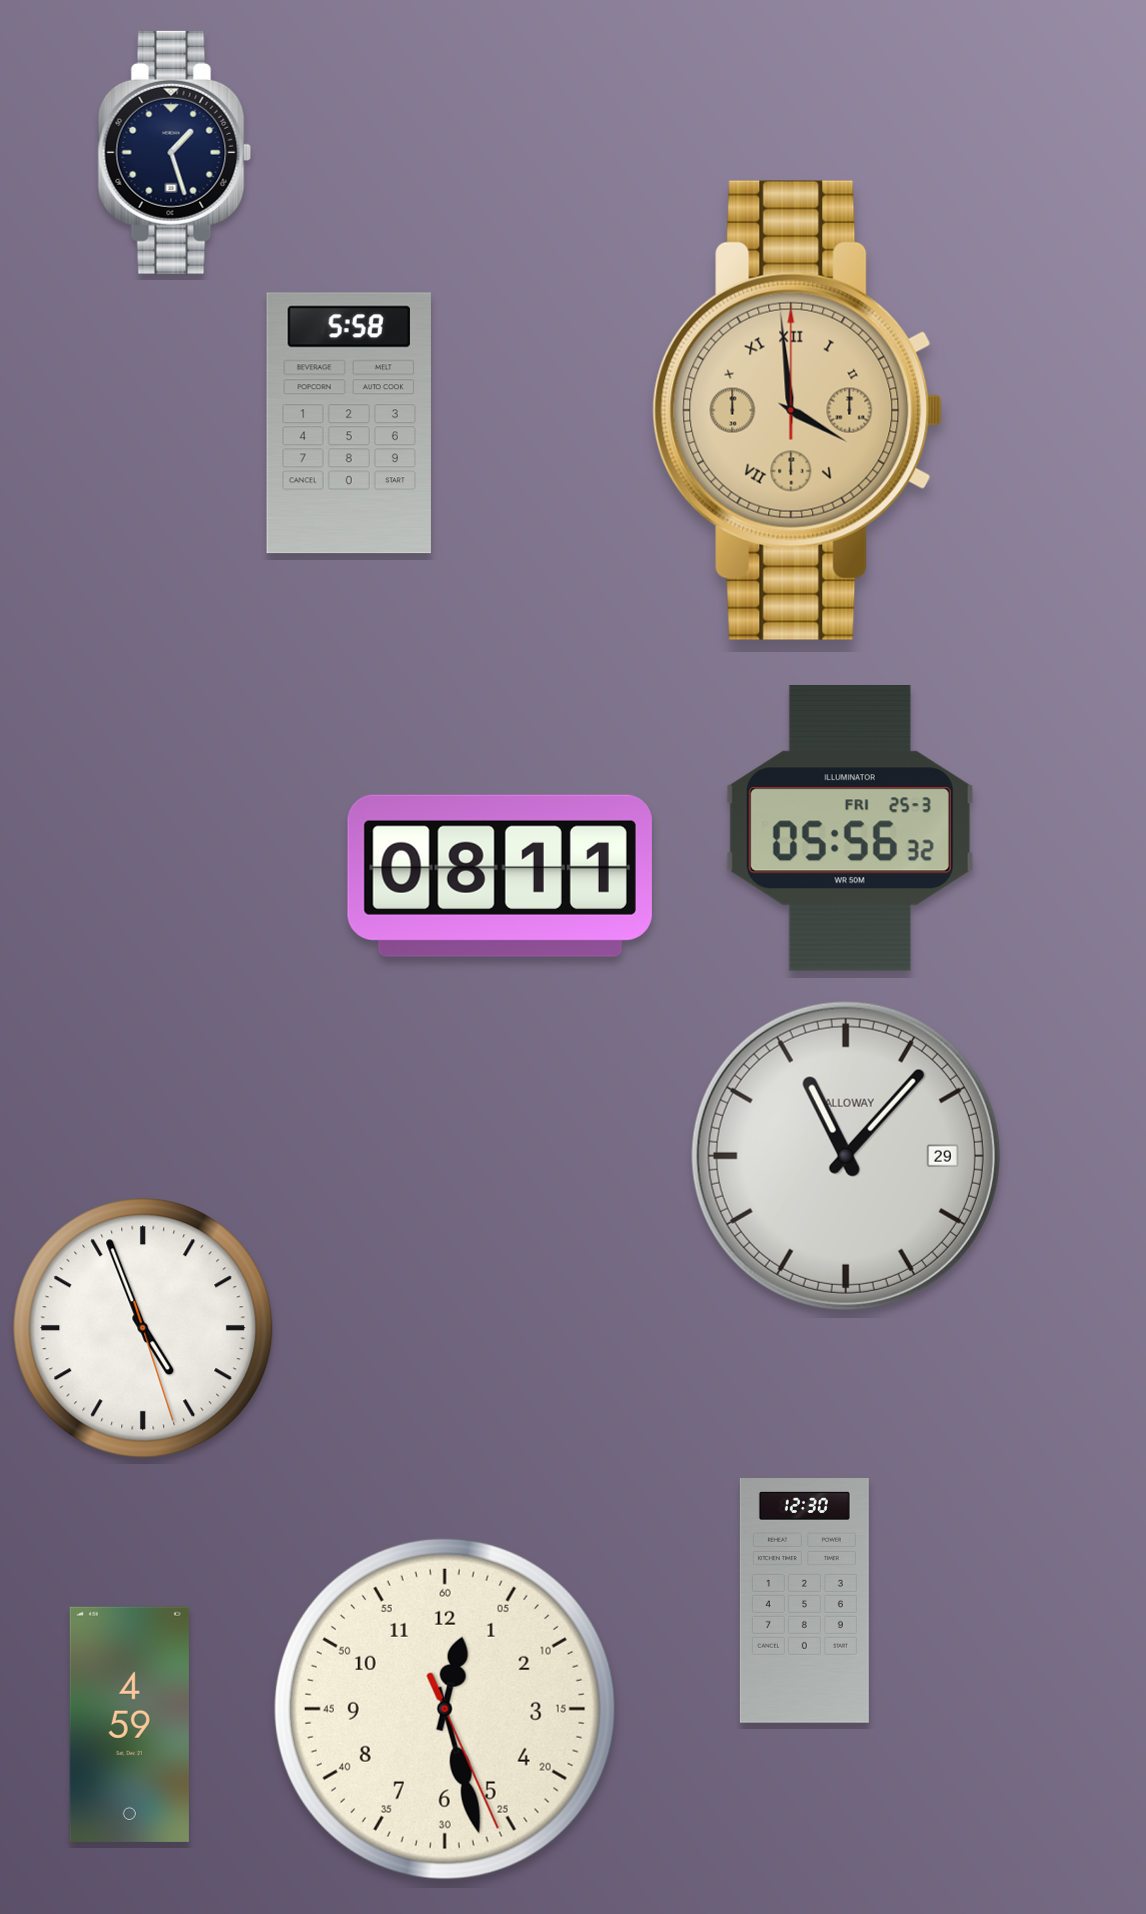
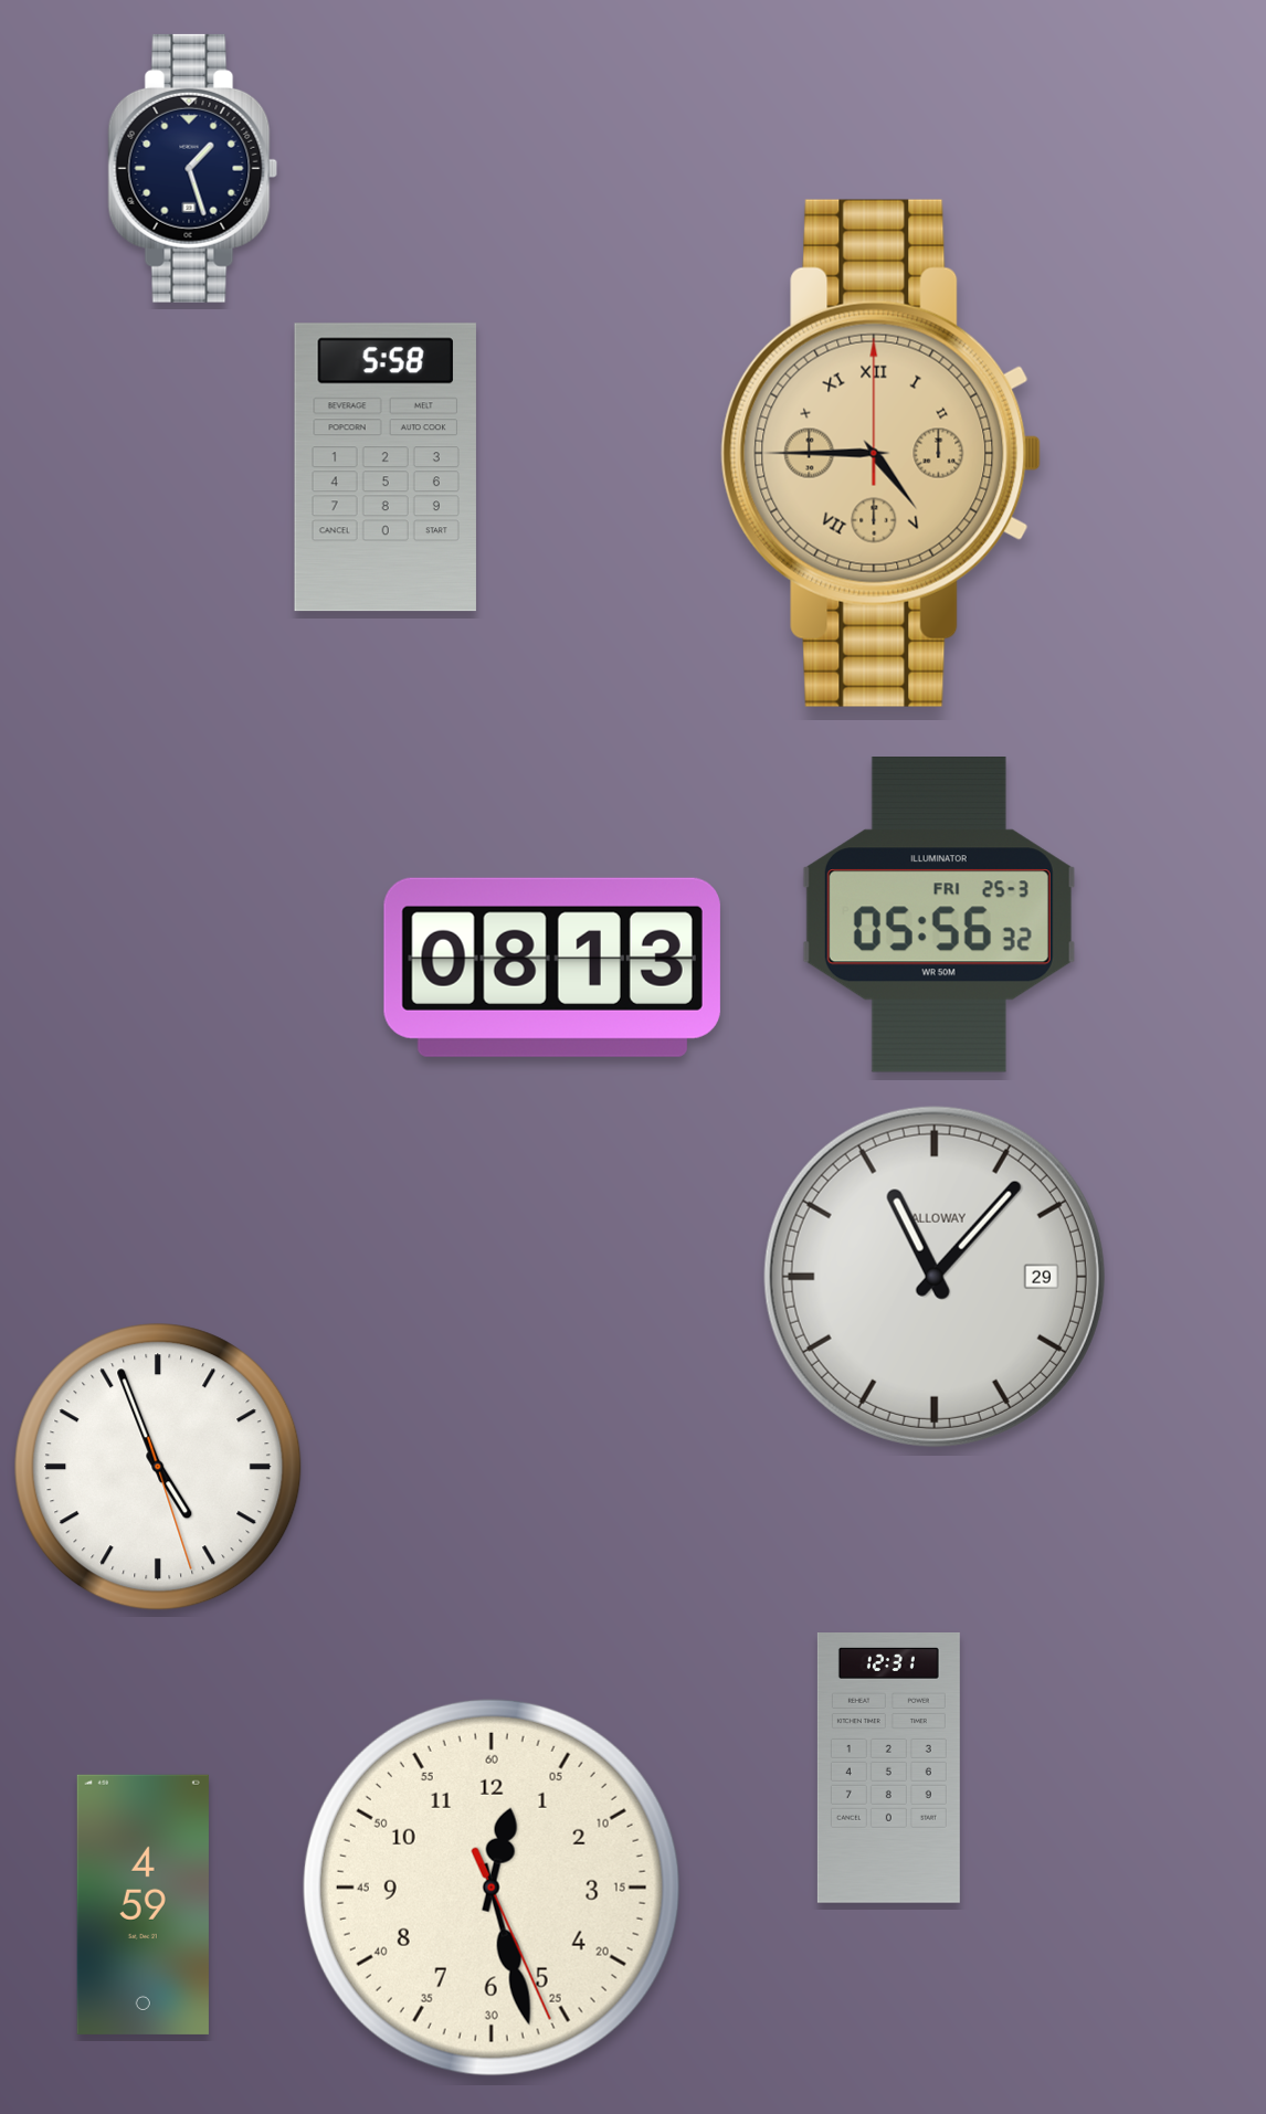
clock at (798, 410): 3:59 -> 4:45
clock at (500, 876): 08:11 -> 08:13
clock at (804, 1601): 12:30 -> 12:31
